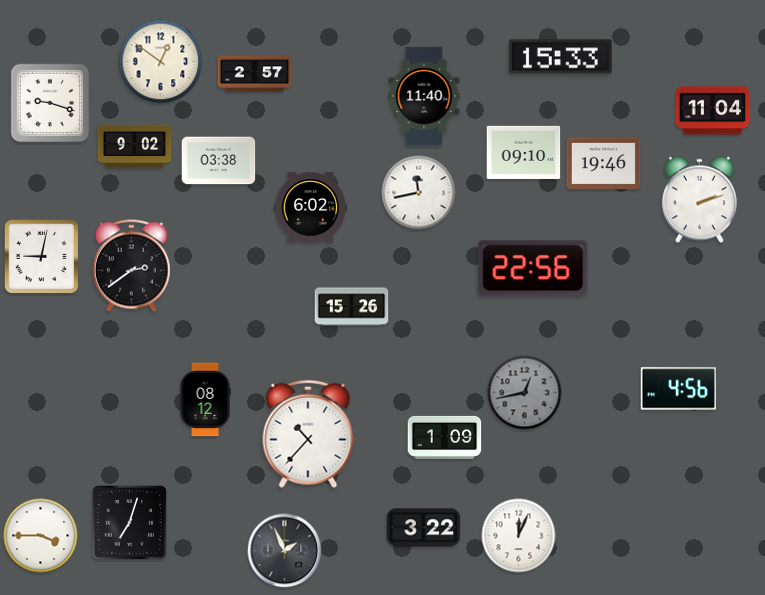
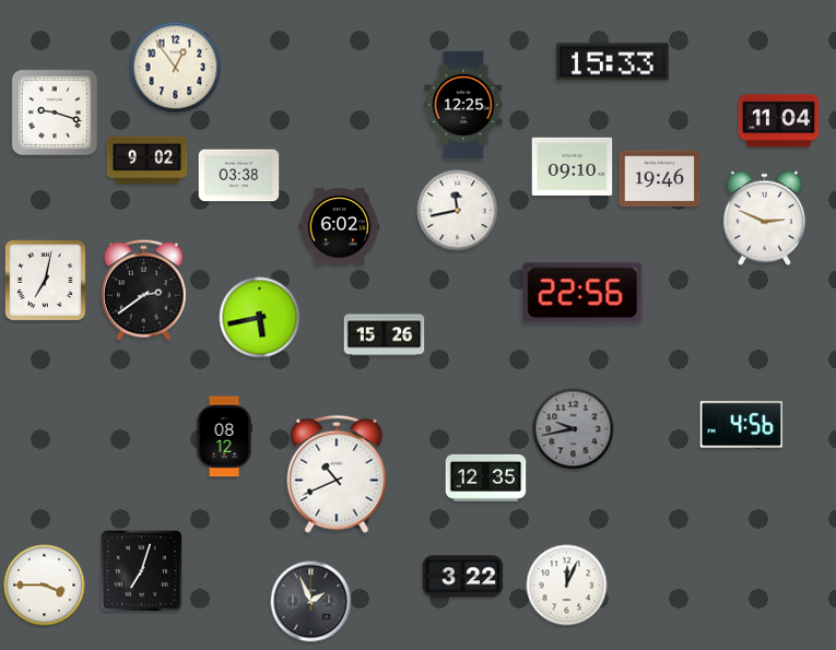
clock at (161, 62): 12:51 -> 12:54
clock at (255, 74): 2:57 -> none
clock at (424, 95): 11:40 -> 12:25
clock at (699, 200): 2:12 -> 2:49
clock at (42, 257): 9:02 -> 7:02
clock at (260, 318): none -> 5:43
clock at (525, 393): 12:43 -> 9:43
clock at (308, 434): 10:37 -> 10:41
clock at (445, 437): 1:09 -> 12:35
